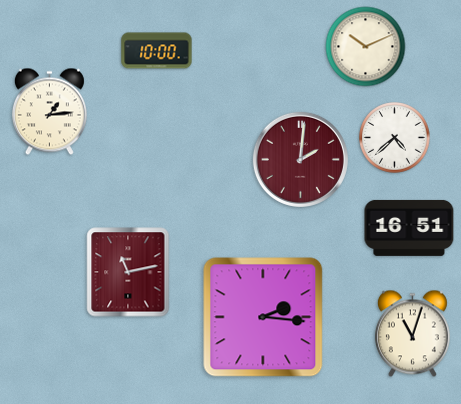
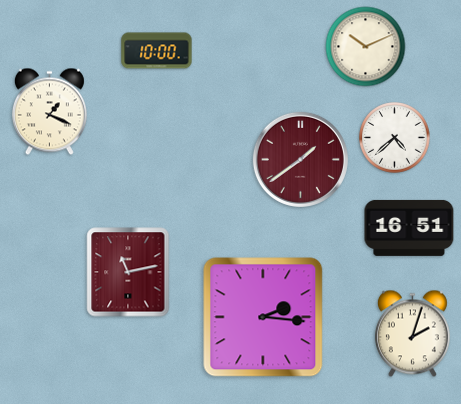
clock at (49, 112): 1:14 -> 1:19
clock at (300, 159): 2:01 -> 1:39
clock at (412, 334): 11:03 -> 2:03
